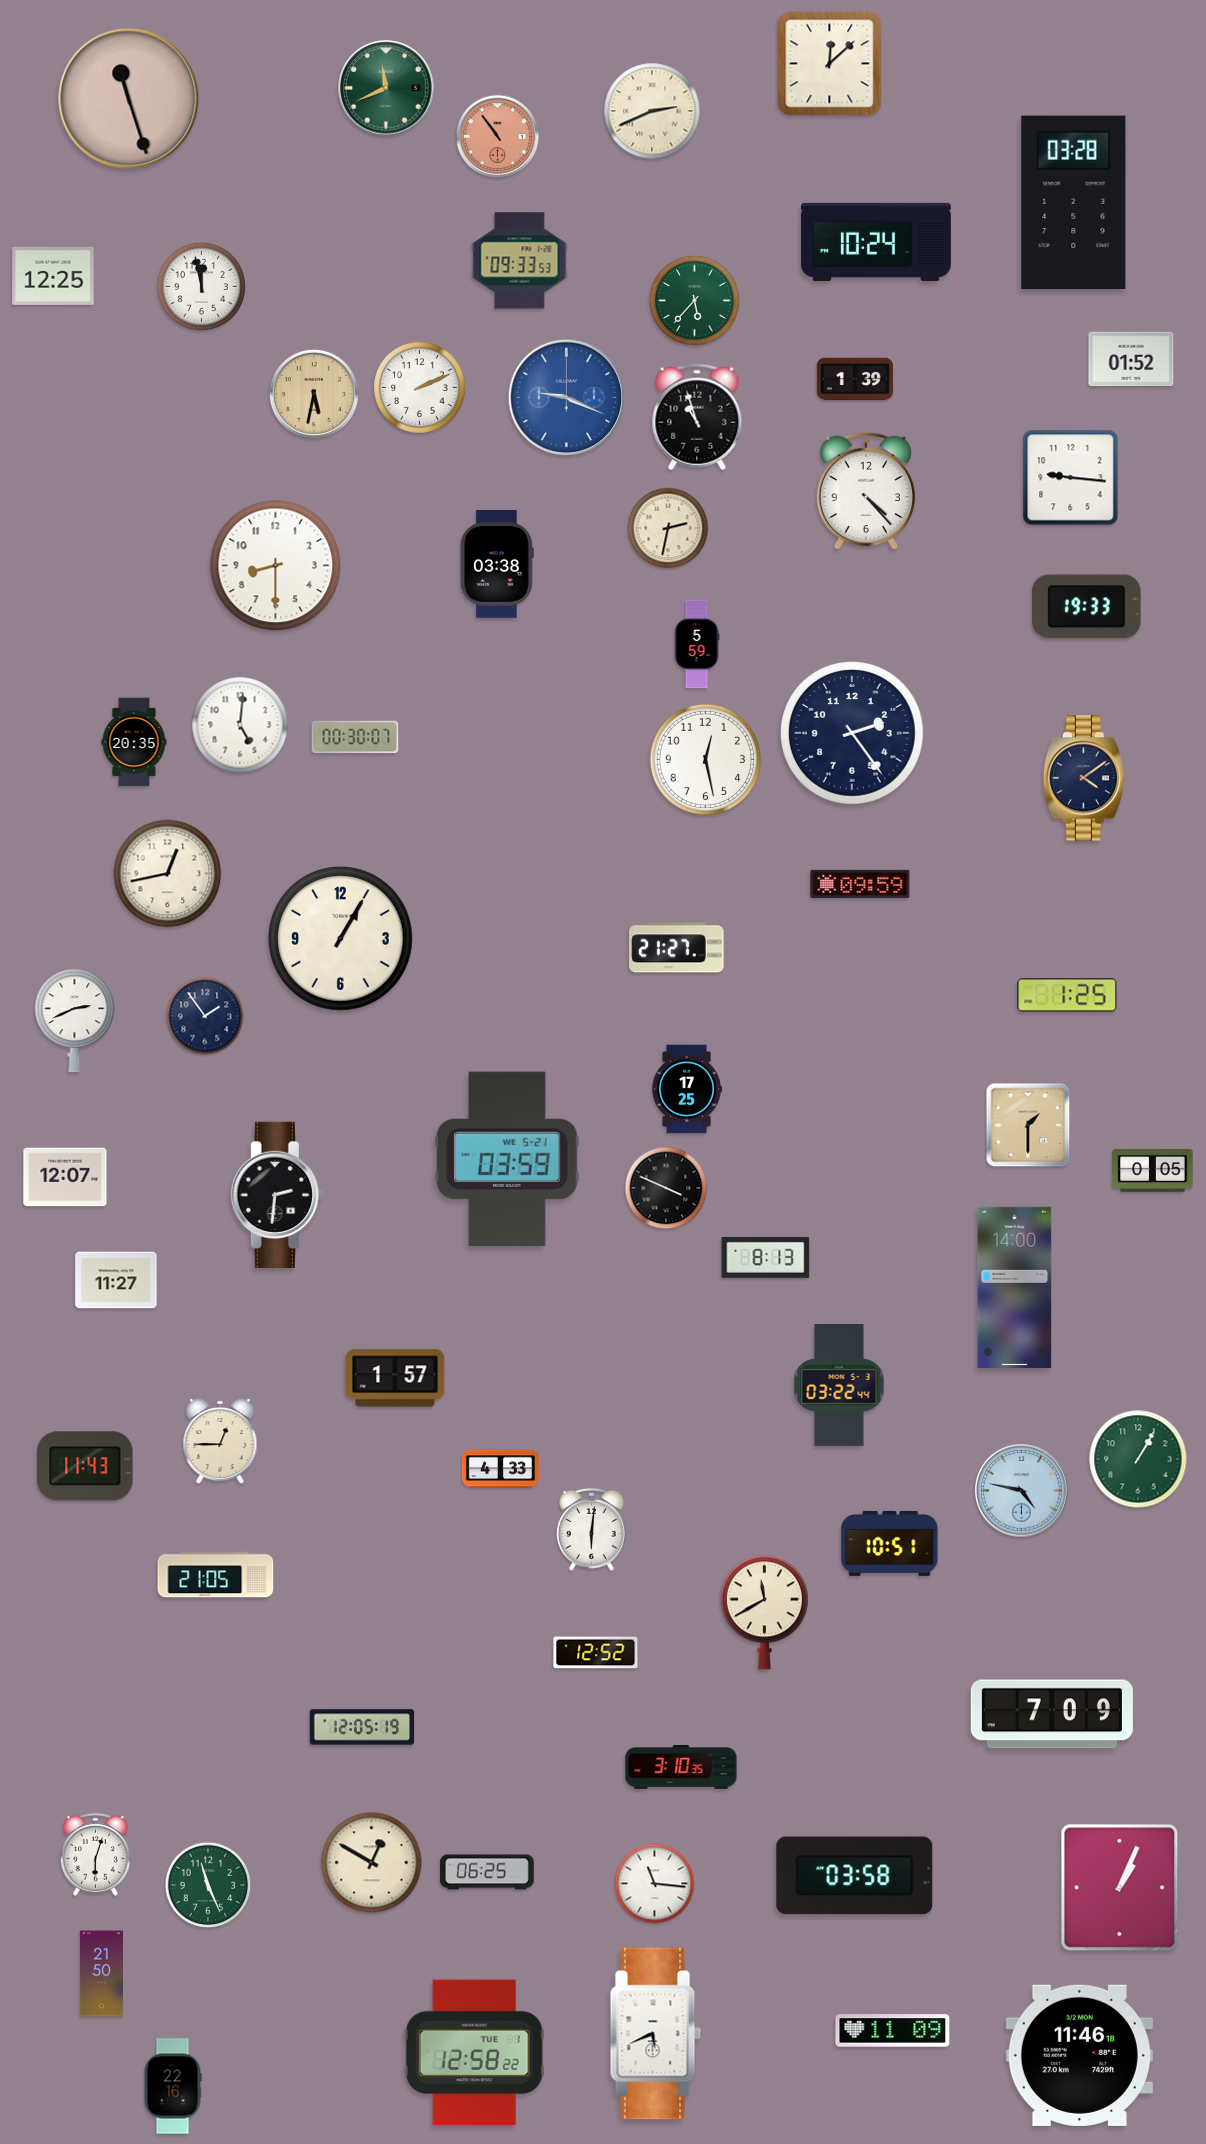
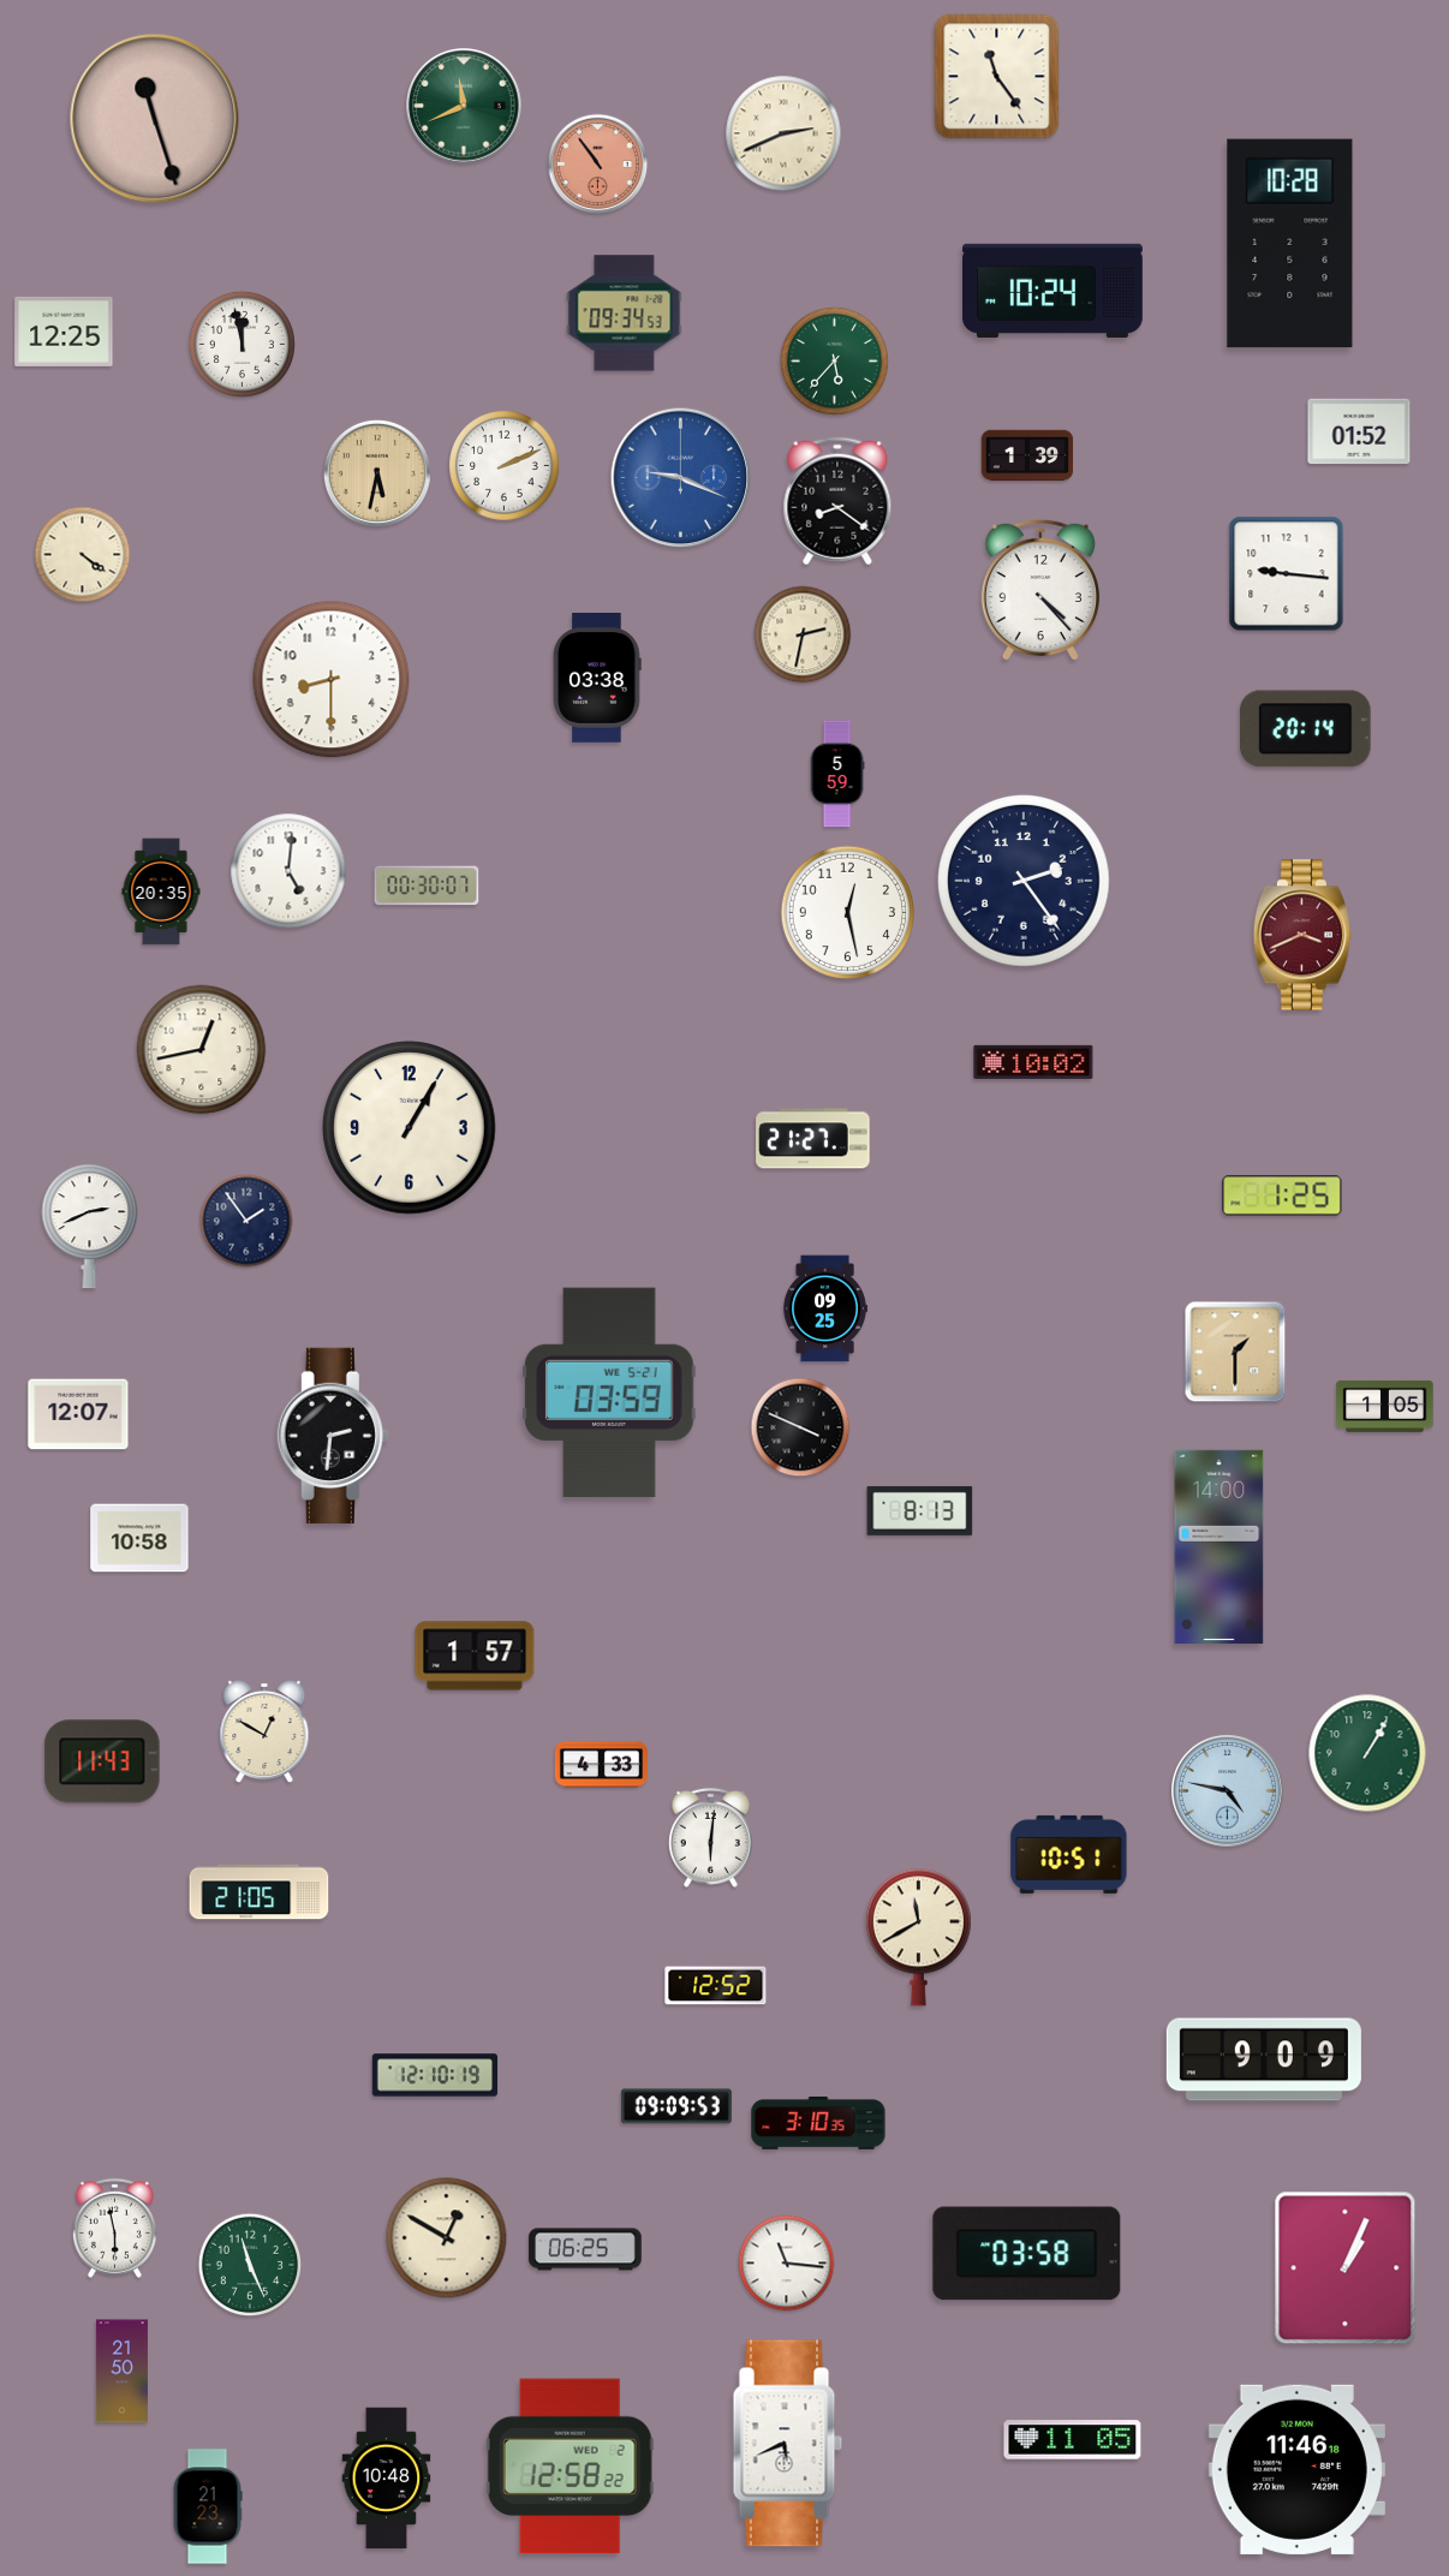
clock at (830, 64): 12:08 -> 11:24
clock at (1074, 203): 03:28 -> 10:28
clock at (520, 261): 09:33 -> 09:34
clock at (697, 417): 10:57 -> 8:21
clock at (83, 555): none -> 4:21
clock at (1087, 607): 19:33 -> 20:14
clock at (1084, 778): 4:09 -> 3:41
clock at (1084, 778) dial: navy -> burgundy
clock at (860, 884): 09:59 -> 10:02
clock at (687, 1089): 17:25 -> 09:25
clock at (1153, 1170): 0:05 -> 1:05
clock at (116, 1280): 11:27 -> 10:58
clock at (839, 1386): 03:22 -> none
clock at (220, 1441): 12:45 -> 12:50
clock at (1052, 1714): 7:09 -> 9:09
clock at (362, 1727): 12:05 -> 12:10
clock at (676, 2106): none -> 09:09
clock at (95, 1854): 6:03 -> 5:58
clock at (893, 2031): 11:09 -> 11:05
clock at (474, 2053) date: TUE 1 -> WED 2
clock at (387, 2479): none -> 10:48
clock at (173, 2086): 22:16 -> 21:23
